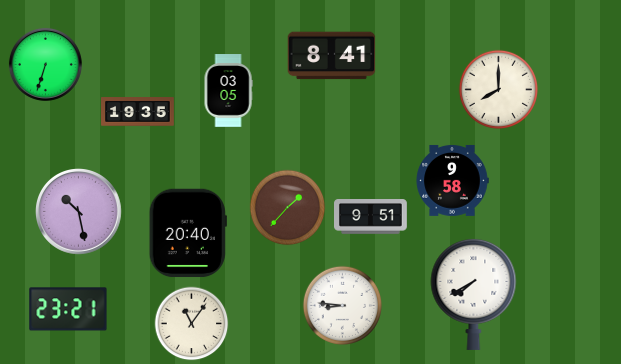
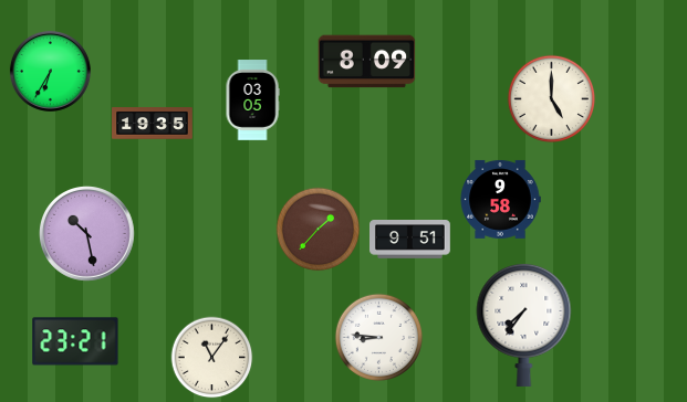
clock at (332, 56): 8:41 -> 8:09
clock at (45, 64): 6:33 -> 6:35
clock at (498, 89): 8:00 -> 5:00
clock at (188, 233): 20:40 -> none
clock at (474, 294): 7:40 -> 7:36
